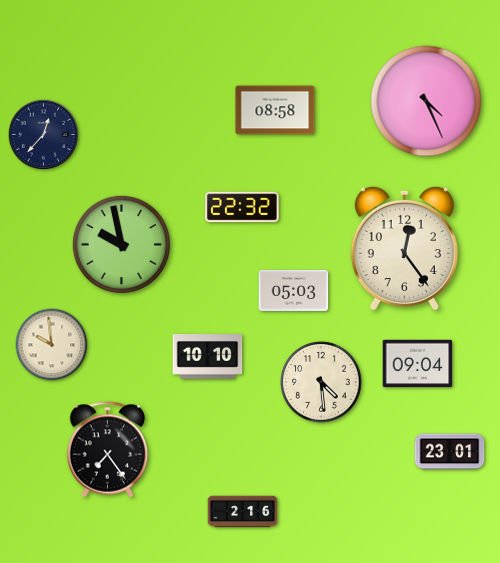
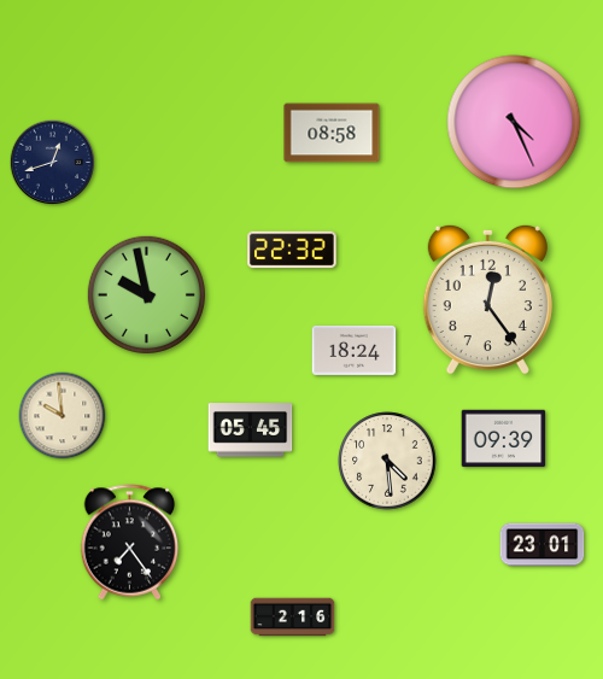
clock at (44, 135): 12:37 -> 12:42
clock at (294, 290): 05:03 -> 18:24
clock at (208, 357): 10:10 -> 05:45
clock at (418, 364): 09:04 -> 09:39
